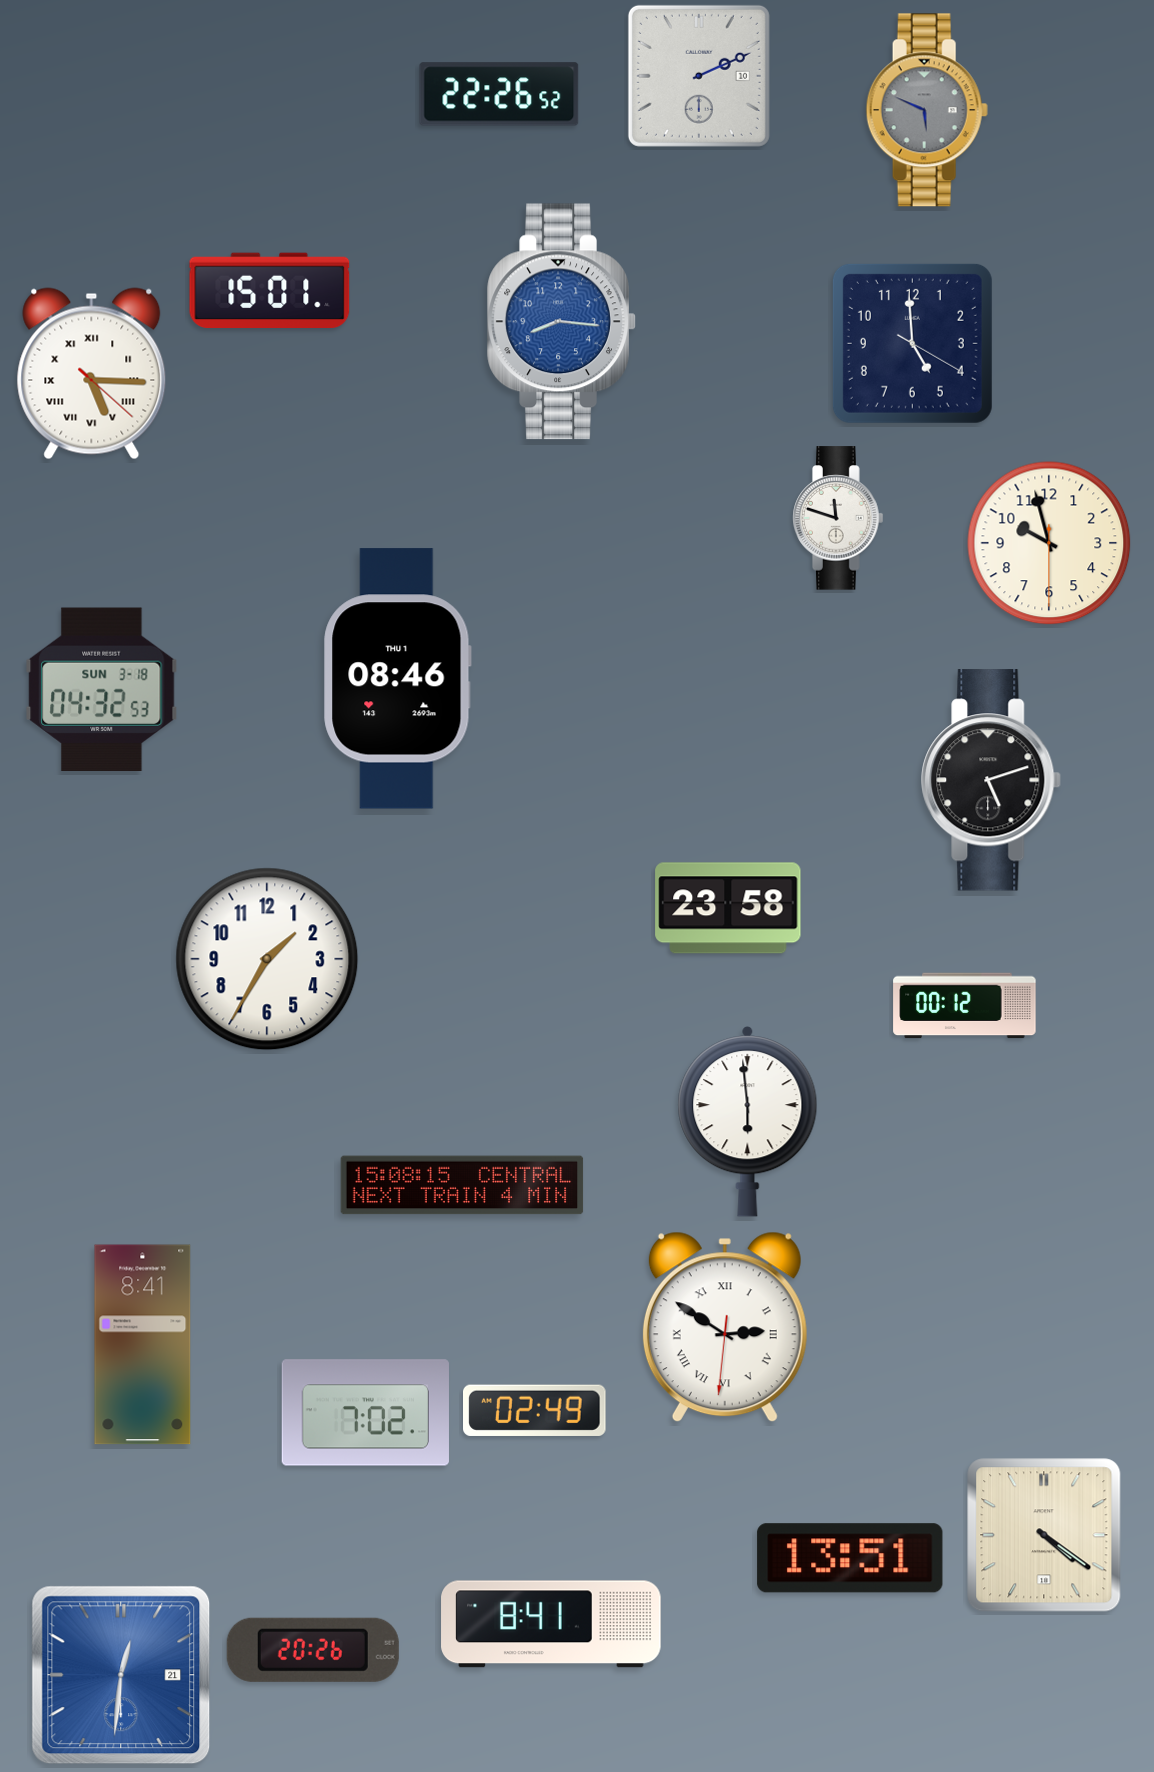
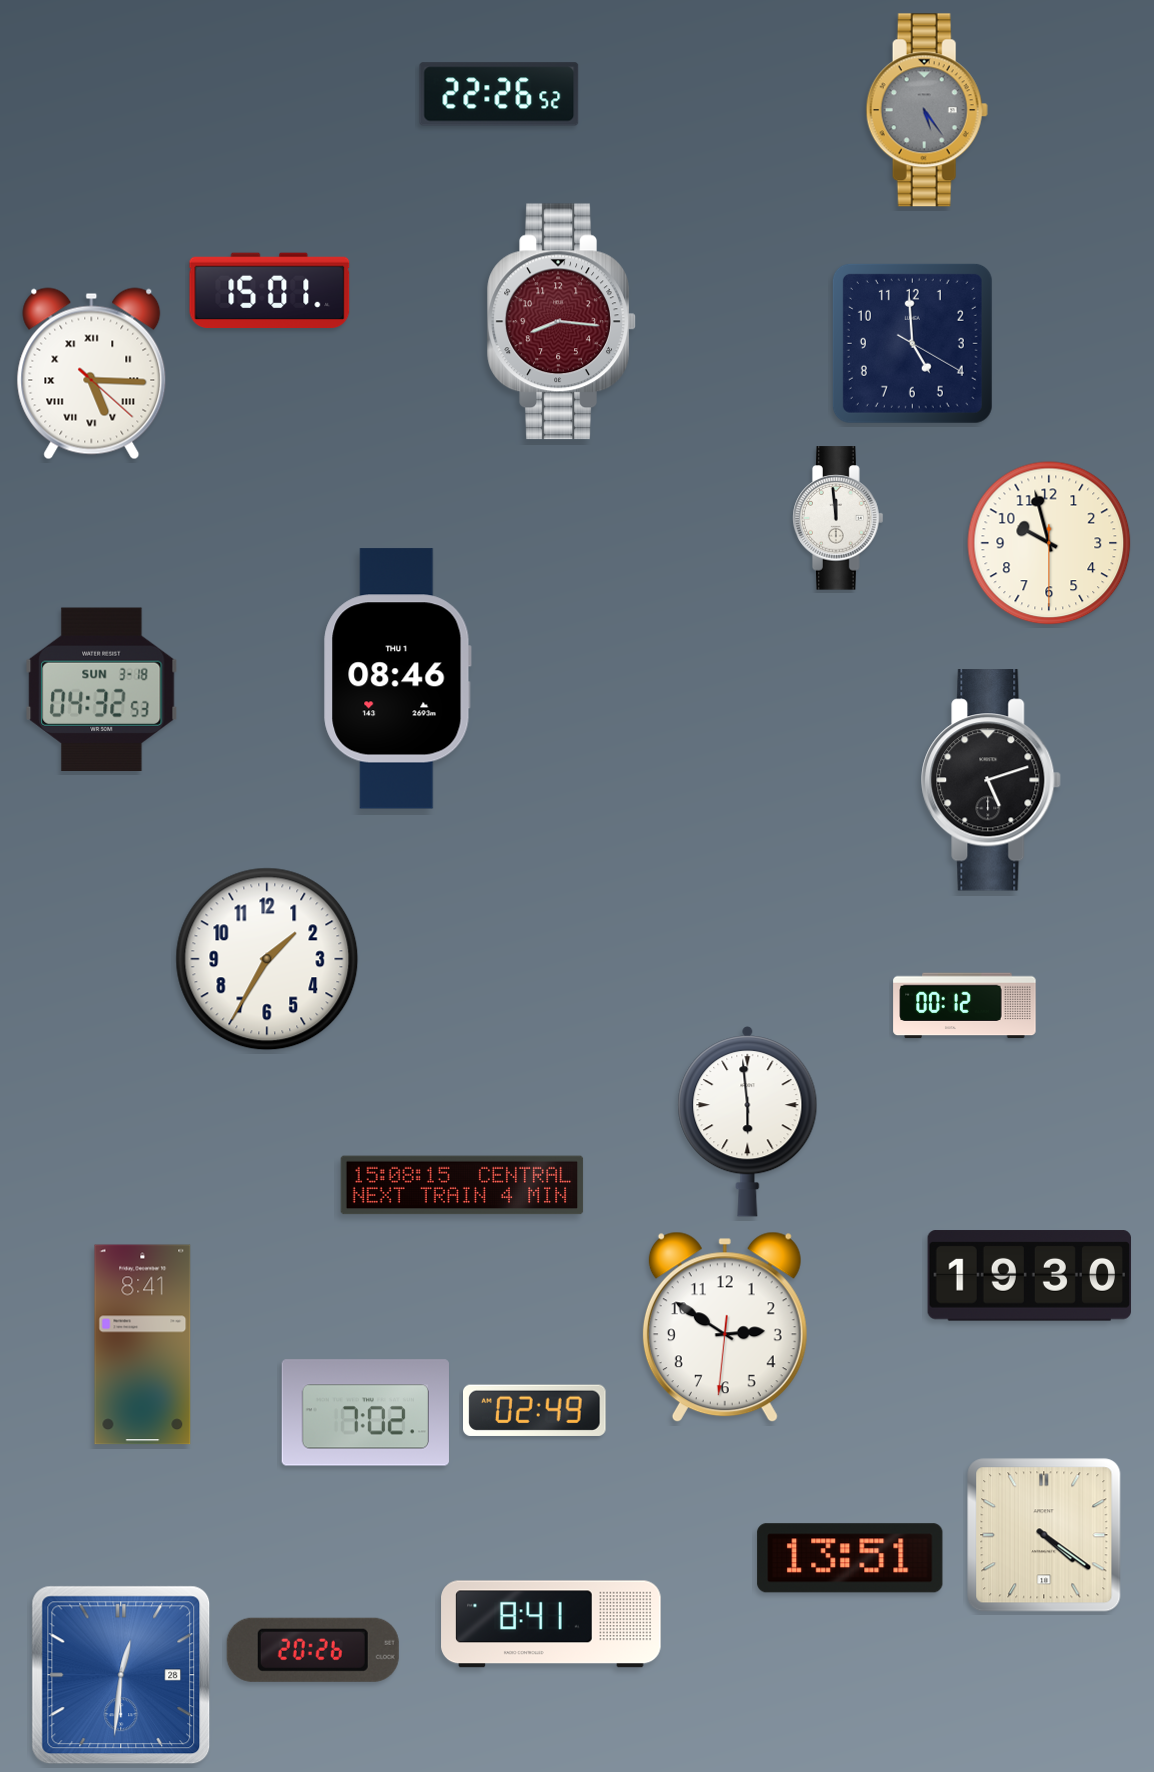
clock at (699, 76): 2:11 -> none
clock at (927, 110): 5:49 -> 5:24
clock at (562, 322) dial: blue -> burgundy
clock at (838, 518): 11:48 -> 11:59
clock at (728, 908): 23:58 -> none
clock at (1029, 1276): none -> 19:30
clock at (725, 1327) numerals: Roman -> Arabic
clock at (121, 1675) date: 21 -> 28
